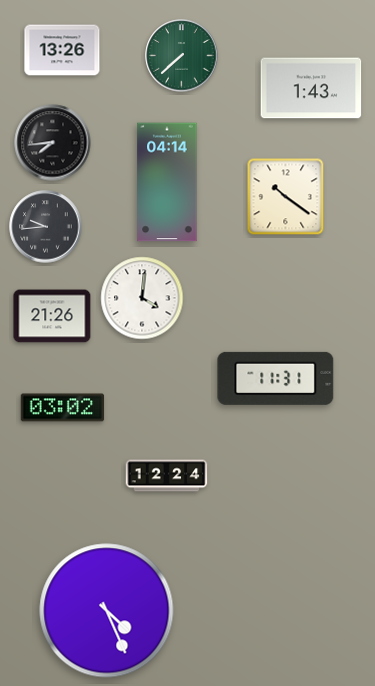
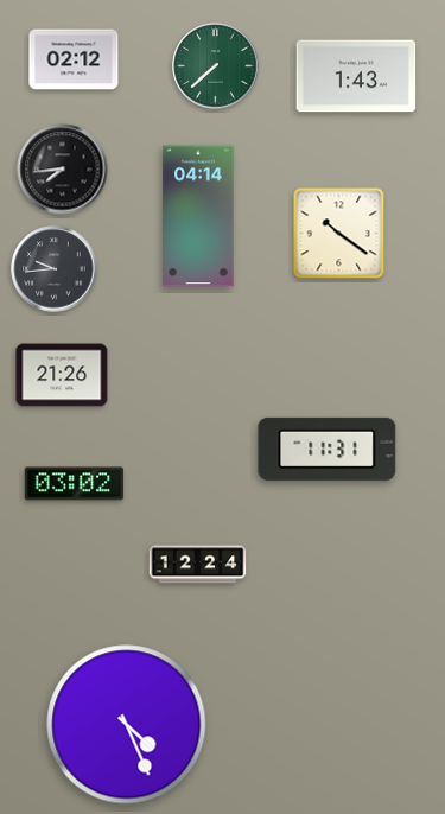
clock at (62, 50): 13:26 -> 02:12
clock at (311, 88) position: (311, 88) -> (356, 76)
clock at (142, 298): 4:01 -> none
